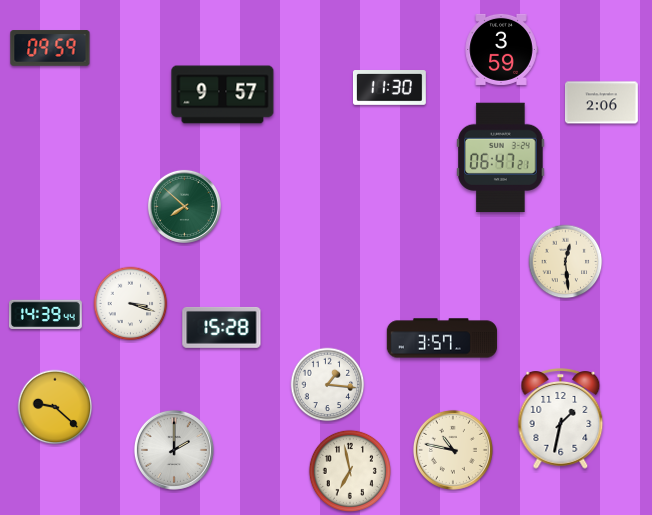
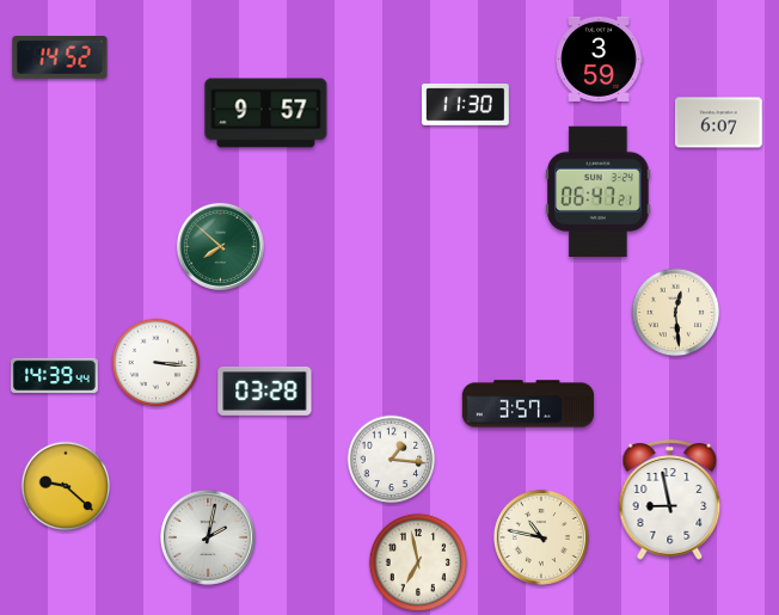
clock at (50, 48): 09:59 -> 14:52
clock at (601, 103): 2:06 -> 6:07
clock at (501, 158) position: (501, 158) -> (599, 192)
clock at (131, 304): 3:18 -> 3:16
clock at (222, 327): 15:28 -> 03:28
clock at (561, 419): 1:32 -> 8:58
clock at (174, 450): 2:00 -> 2:02
